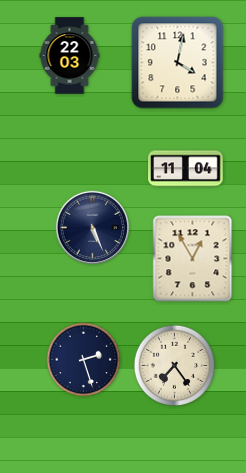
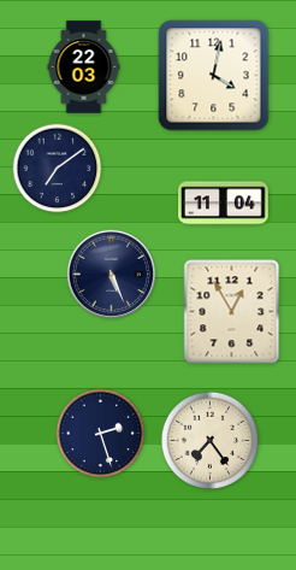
clock at (58, 169): none -> 7:09
